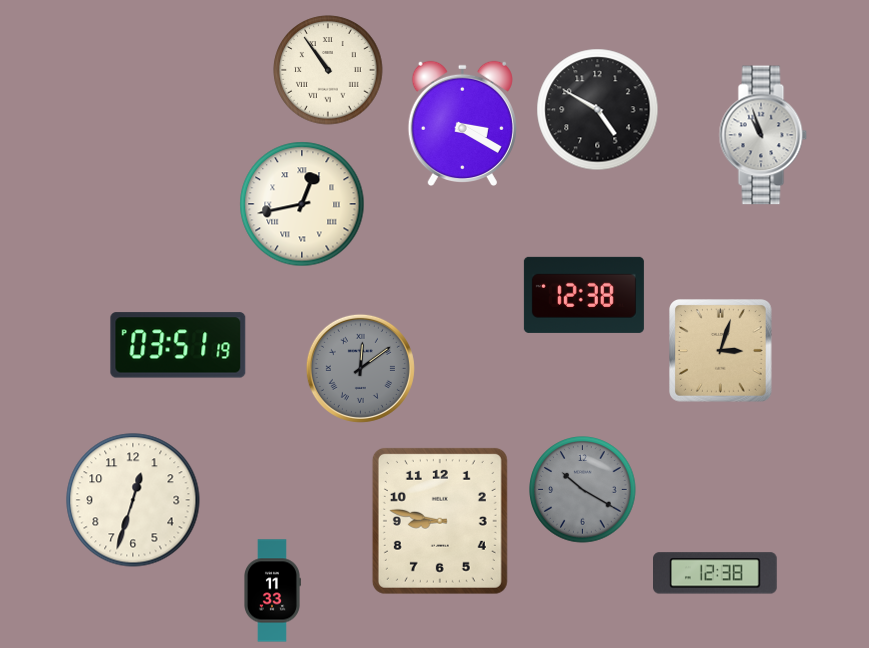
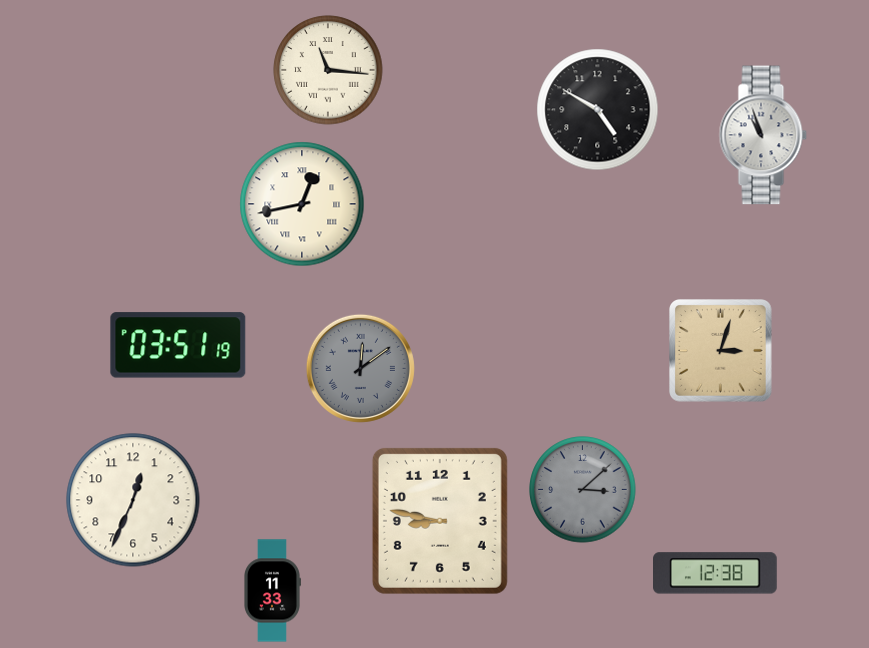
clock at (328, 70): 10:54 -> 11:16
clock at (462, 123): 3:20 -> none
clock at (584, 295): 12:38 -> none
clock at (583, 490): 10:20 -> 3:08
clock at (133, 500): 12:33 -> 12:34
